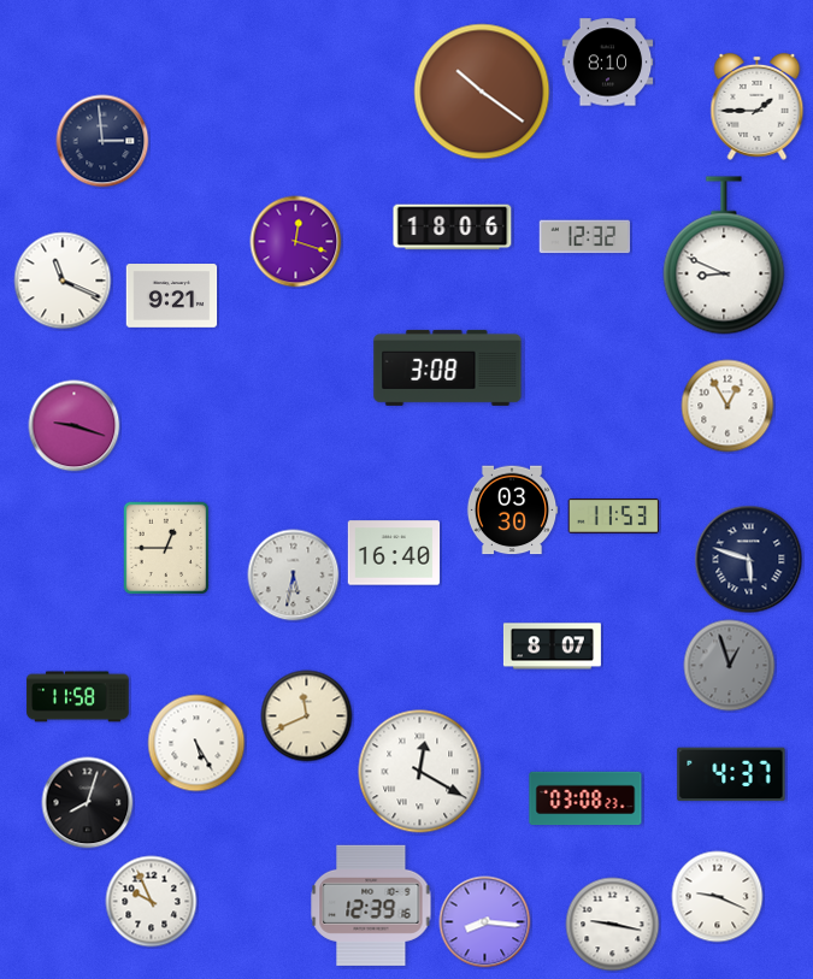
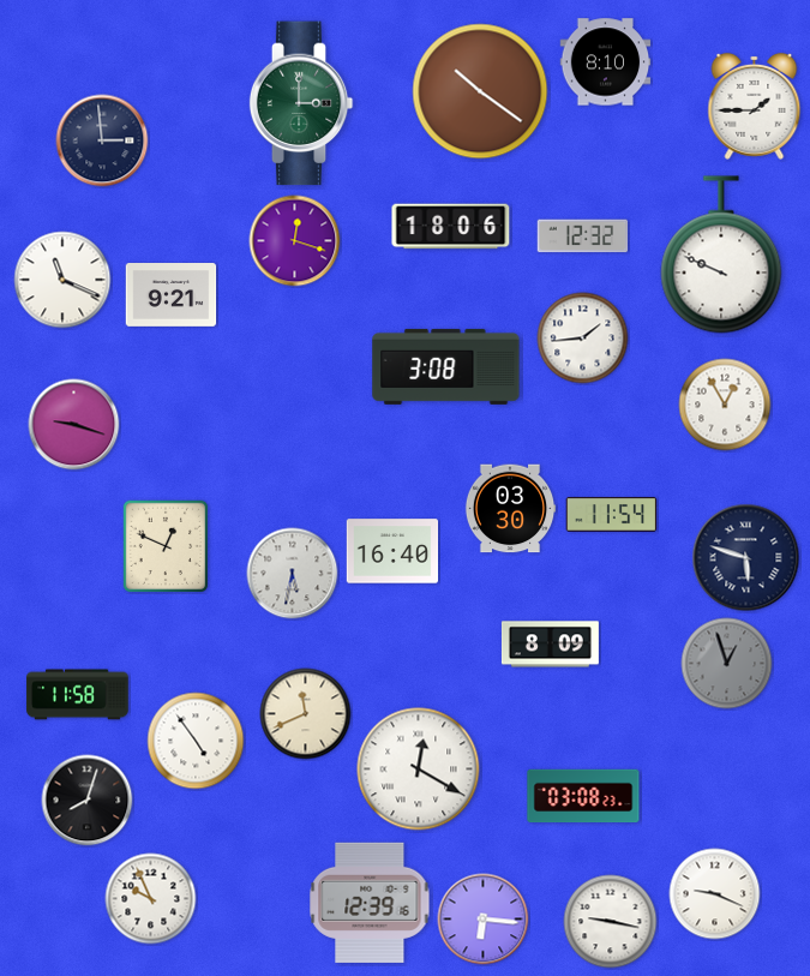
clock at (301, 103): none -> 3:00
clock at (724, 255): 8:49 -> 9:49
clock at (583, 339): none -> 1:44
clock at (614, 517): 11:53 -> 11:54
clock at (166, 548): 12:45 -> 12:49
clock at (552, 647): 8:07 -> 8:09
clock at (196, 743): 5:25 -> 4:54
clock at (731, 774): 4:37 -> none
clock at (485, 922): 8:16 -> 6:16
